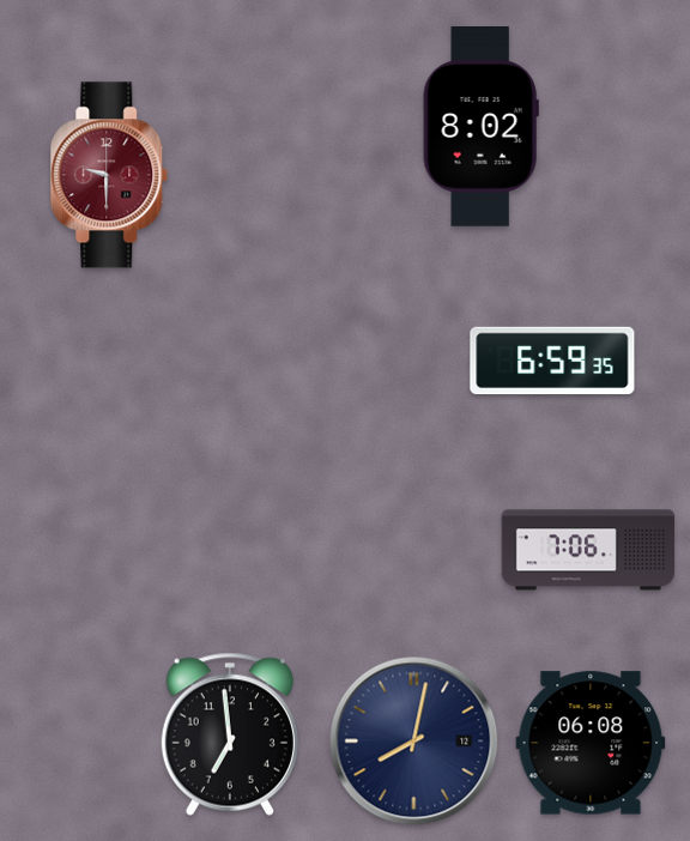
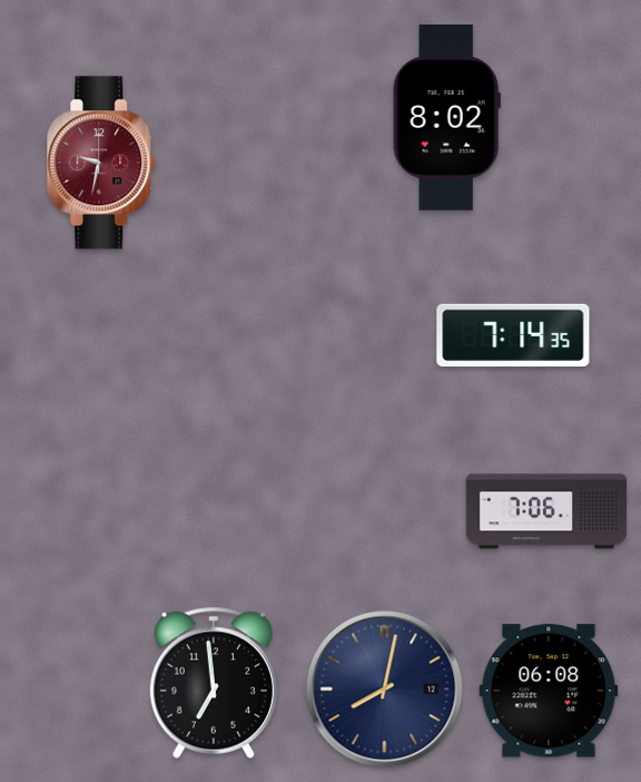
clock at (109, 175): 9:30 -> 9:32
clock at (552, 361): 6:59 -> 7:14
